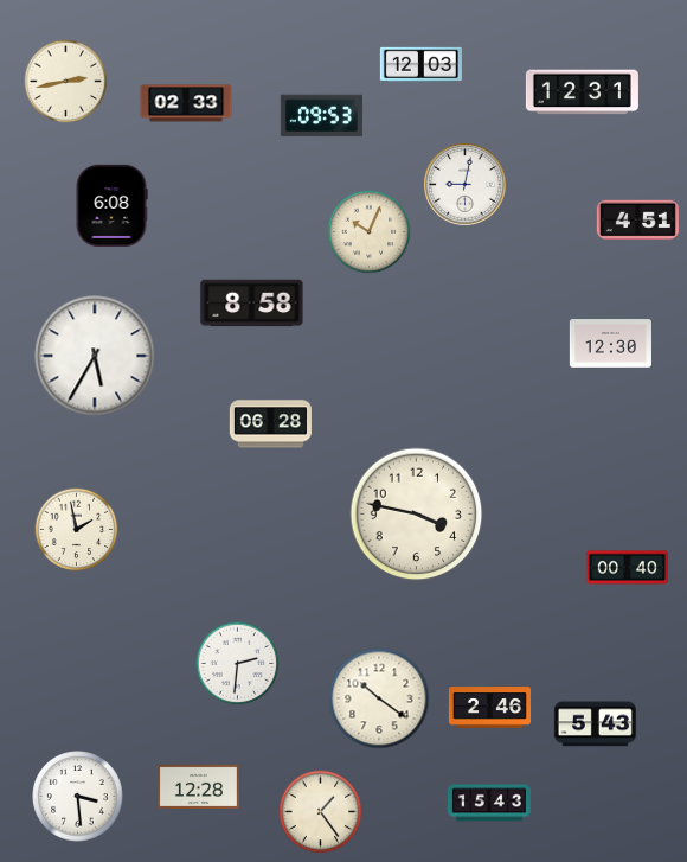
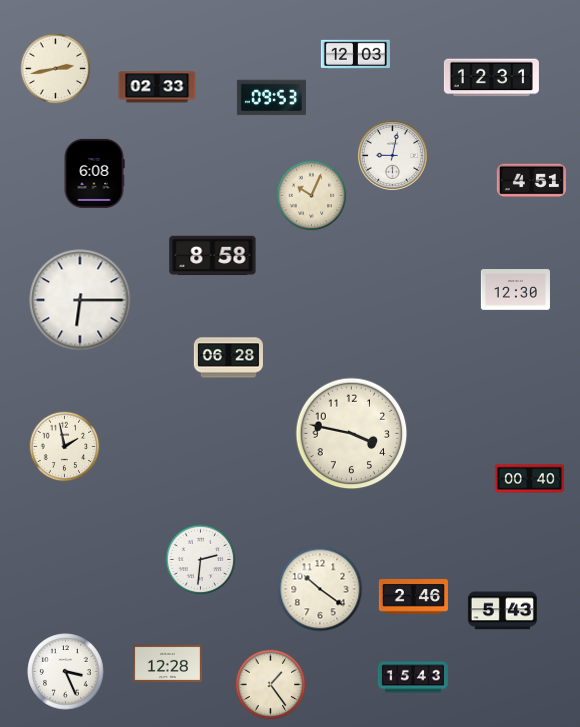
clock at (637, 221) position: (637, 221) -> (531, 181)
clock at (95, 356): 5:35 -> 6:15
clock at (78, 797): 3:29 -> 3:26
